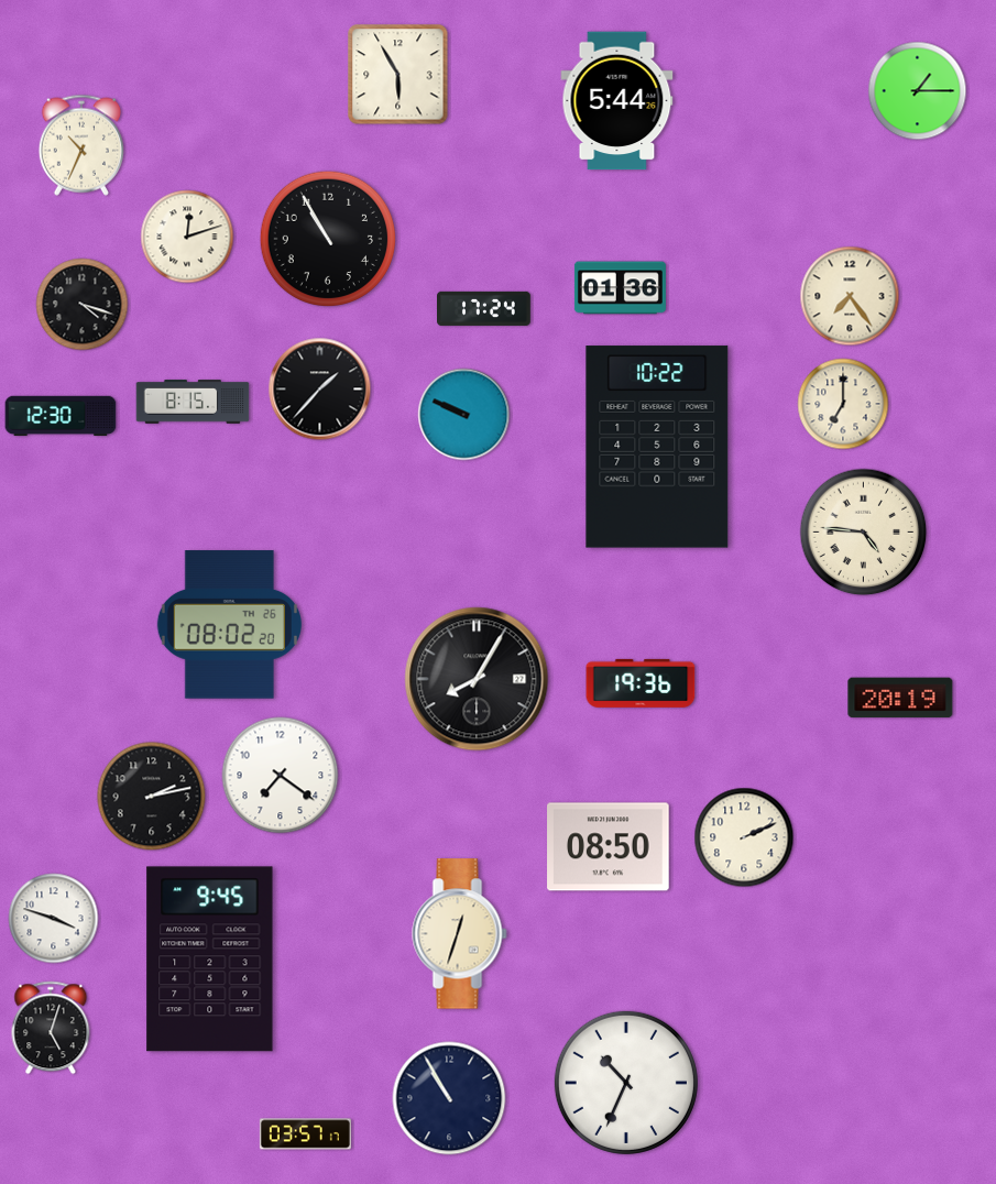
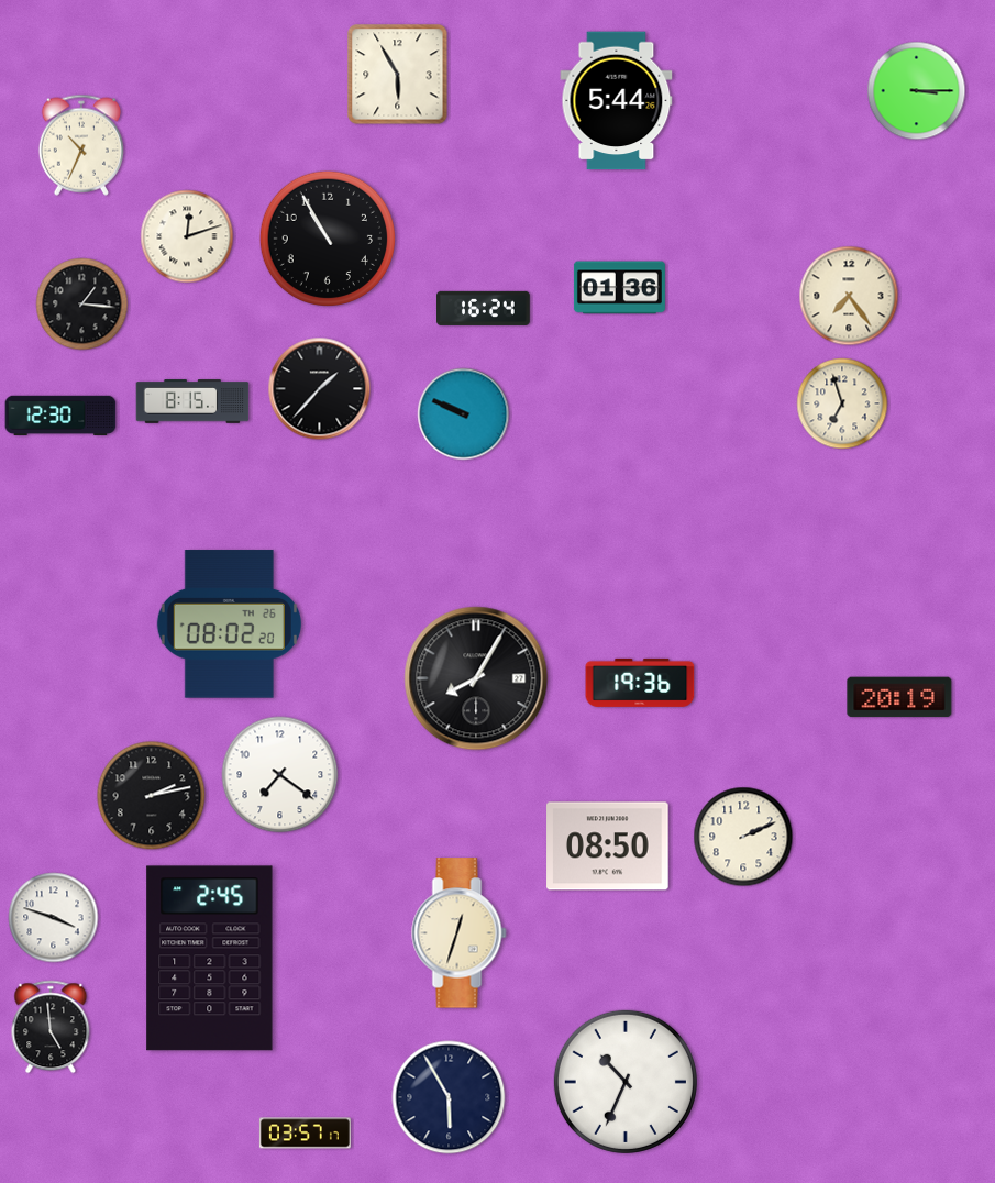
clock at (918, 91): 1:15 -> 3:15
clock at (83, 305): 4:18 -> 1:16
clock at (484, 308): 17:24 -> 16:24
clock at (843, 404): 7:00 -> 6:57
clock at (657, 447): 10:22 -> none
clock at (864, 533): 4:46 -> none
clock at (210, 960): 9:45 -> 2:45
clock at (51, 1028): 5:03 -> 4:59
clock at (449, 1098): 10:55 -> 5:55
